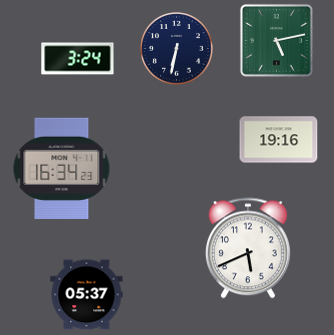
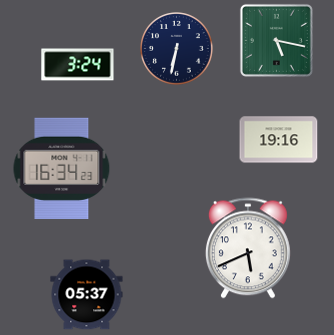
clock at (276, 40): 5:13 -> 5:17
clock at (78, 59) position: (78, 59) -> (78, 65)
